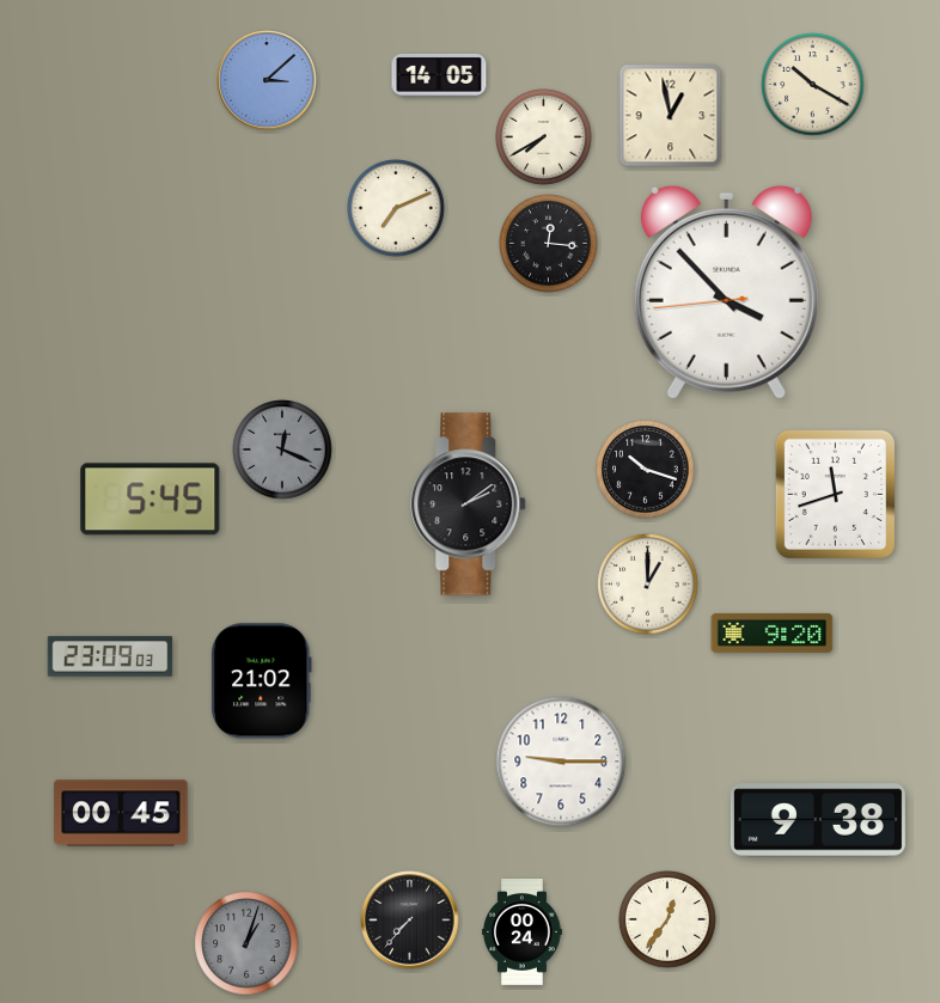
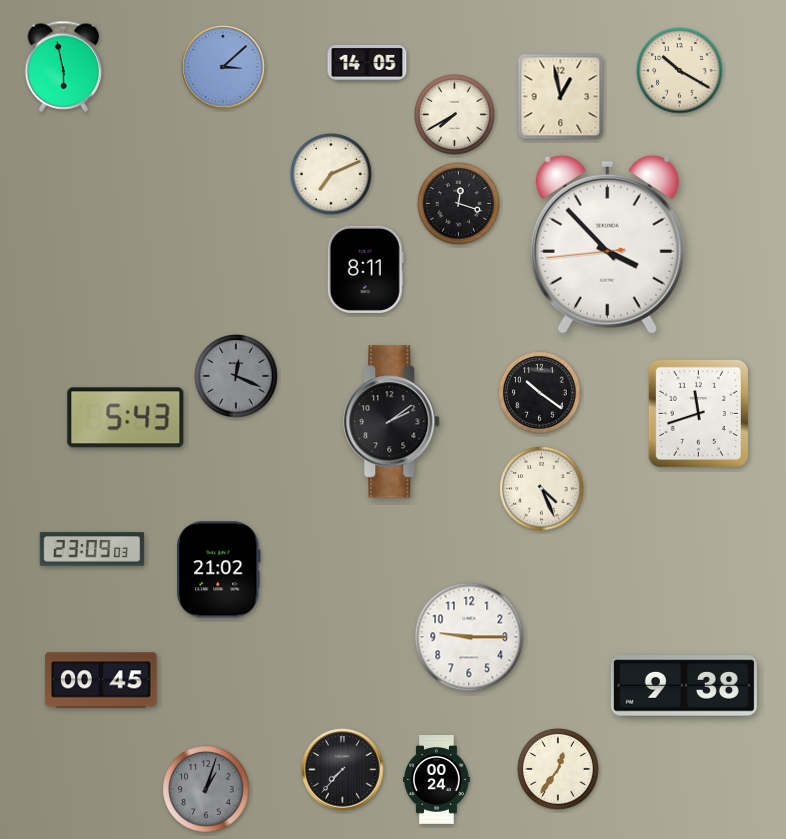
clock at (64, 66): none -> 5:58
clock at (549, 244): 12:16 -> 12:18
clock at (365, 269): none -> 8:11
clock at (646, 470): 10:18 -> 10:21
clock at (151, 500): 5:45 -> 5:43
clock at (648, 585): 1:00 -> 4:26
clock at (773, 632): 9:20 -> none
